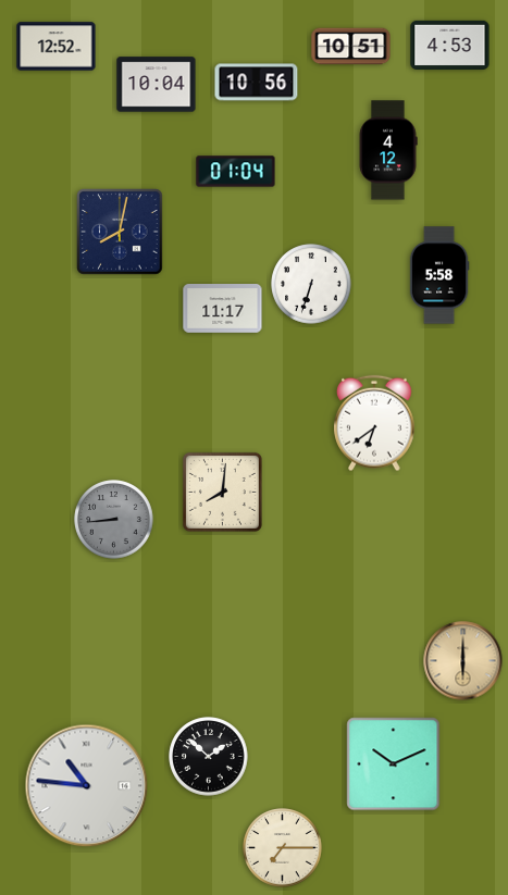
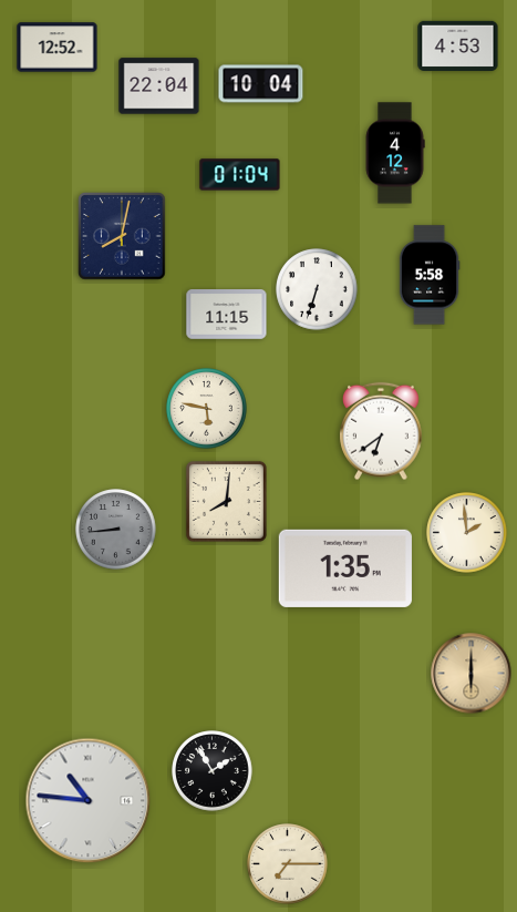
clock at (351, 47): 10:51 -> none
clock at (257, 83): 10:56 -> 10:04
clock at (157, 85): 10:04 -> 22:04
clock at (439, 275) position: (439, 275) -> (430, 275)
clock at (223, 309): 11:17 -> 11:15
clock at (207, 409): none -> 5:47
clock at (467, 533): none -> 1:59
clock at (345, 568): none -> 1:35
clock at (209, 757): 1:52 -> 1:55
clock at (394, 765): 10:11 -> none
